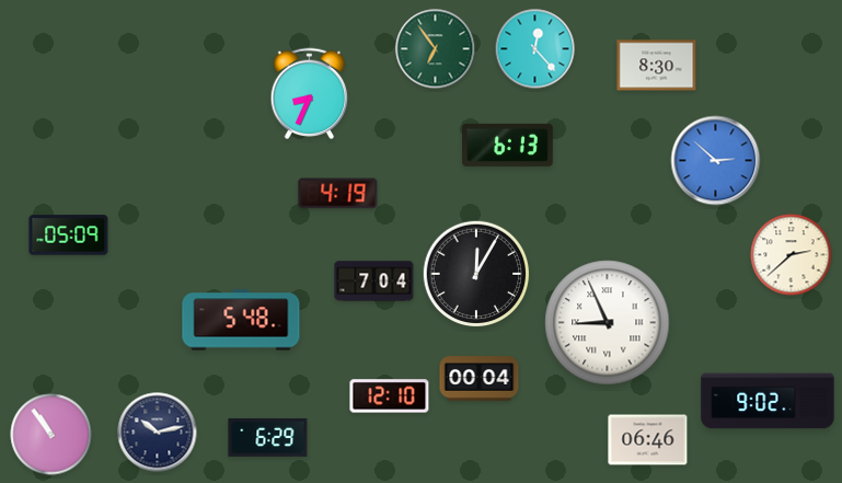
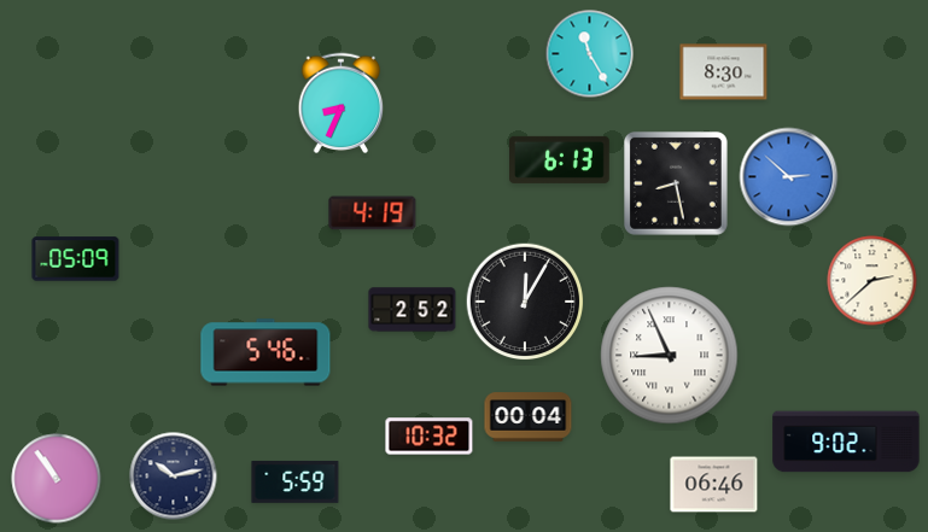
clock at (436, 49): 6:54 -> none
clock at (535, 49): 12:23 -> 11:25
clock at (676, 183): none -> 8:28
clock at (374, 281): 7:04 -> 2:52
clock at (241, 320): 5:48 -> 5:46
clock at (390, 396): 12:10 -> 10:32
clock at (268, 437): 6:29 -> 5:59
